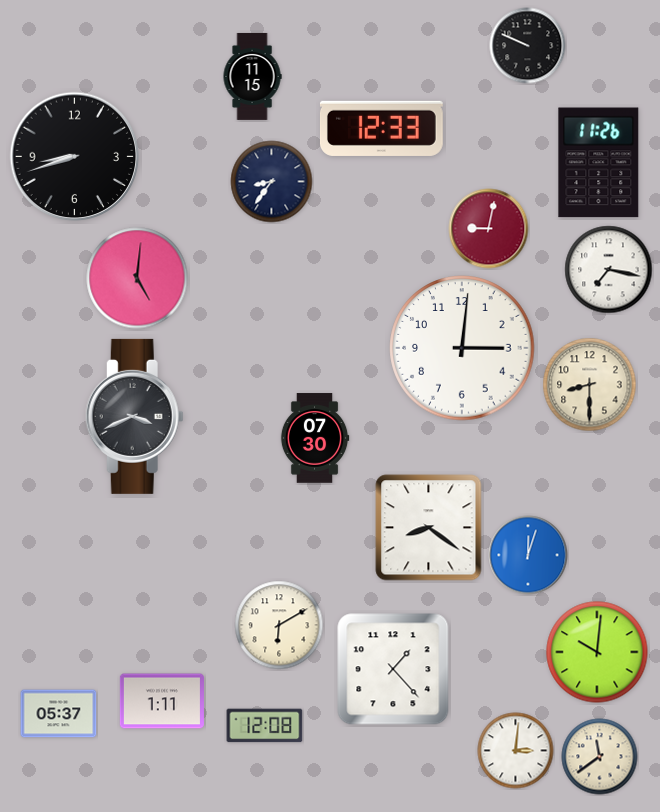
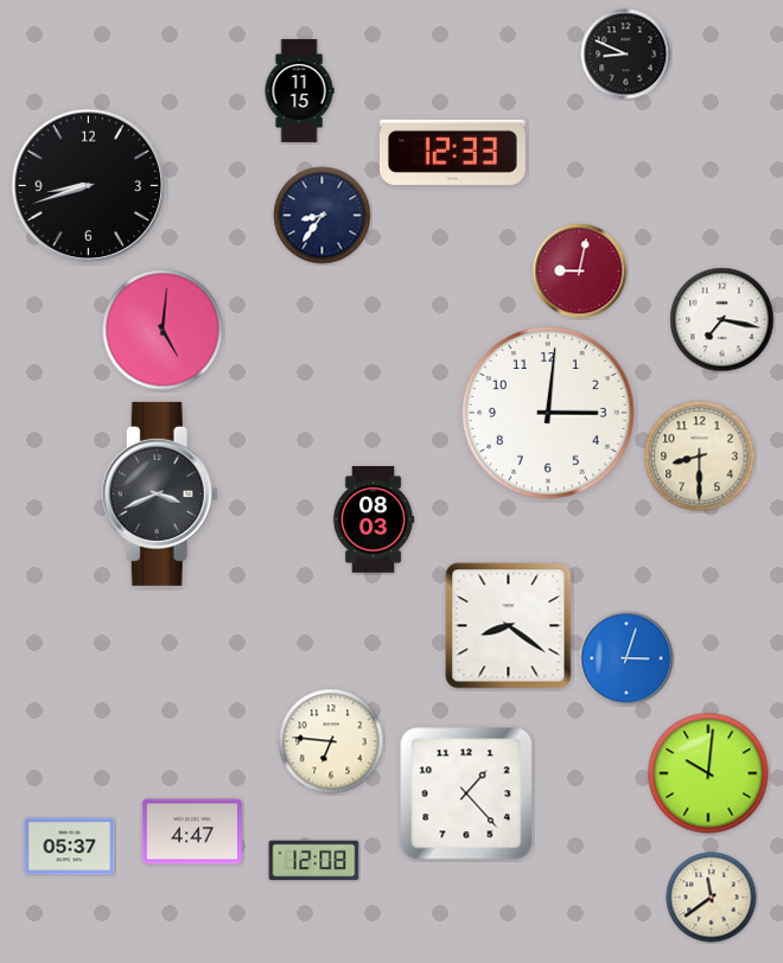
clock at (528, 46): 9:49 -> 8:49
clock at (599, 163): 11:26 -> none
clock at (315, 438): 07:30 -> 08:03
clock at (528, 555): 12:03 -> 3:03
clock at (279, 625): 6:10 -> 6:46
clock at (162, 701): 1:11 -> 4:47
clock at (516, 751): 3:01 -> none
